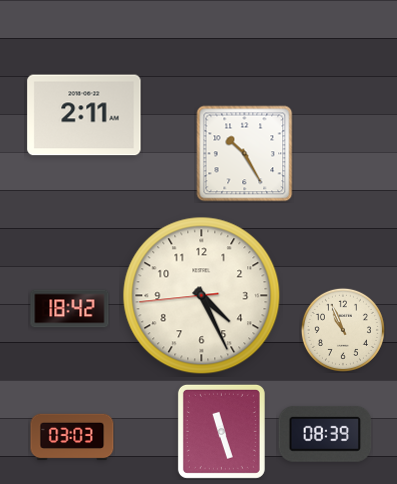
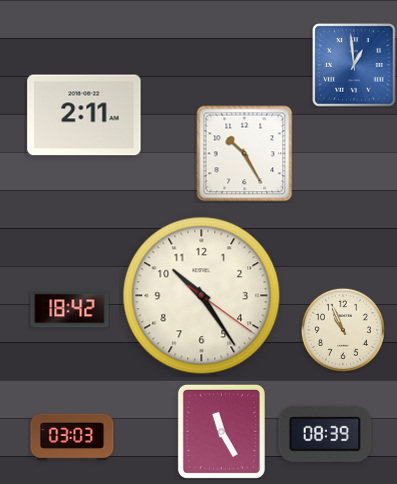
clock at (354, 65): none -> 12:59
clock at (202, 296): 4:25 -> 10:24
clock at (221, 431): 11:27 -> 11:25
